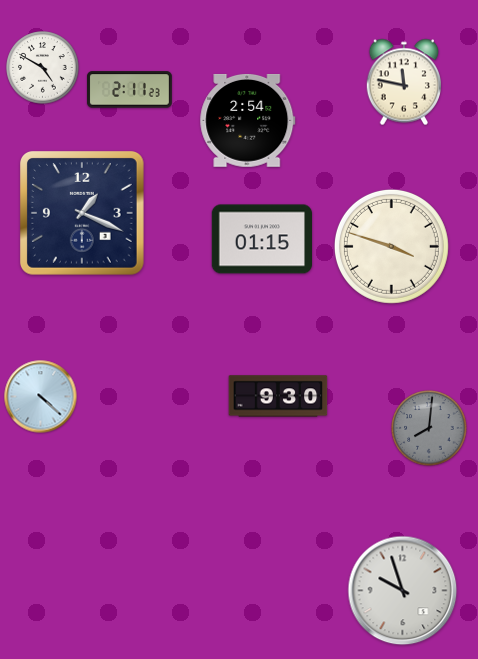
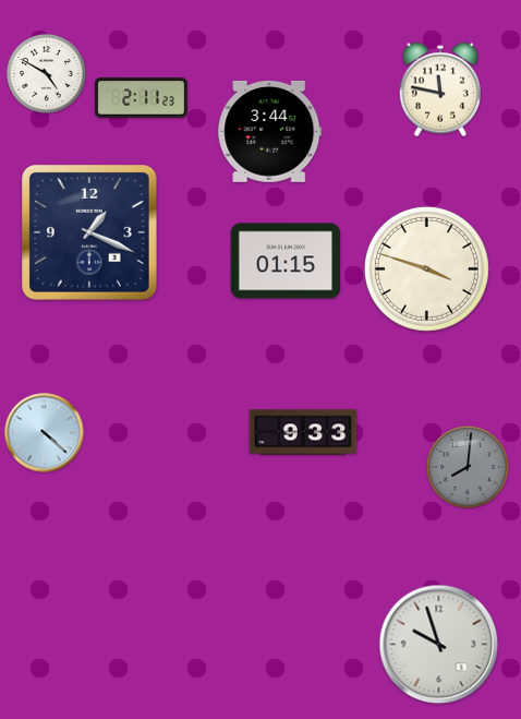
clock at (248, 120): 2:54 -> 3:44
clock at (278, 396): 9:30 -> 9:33
